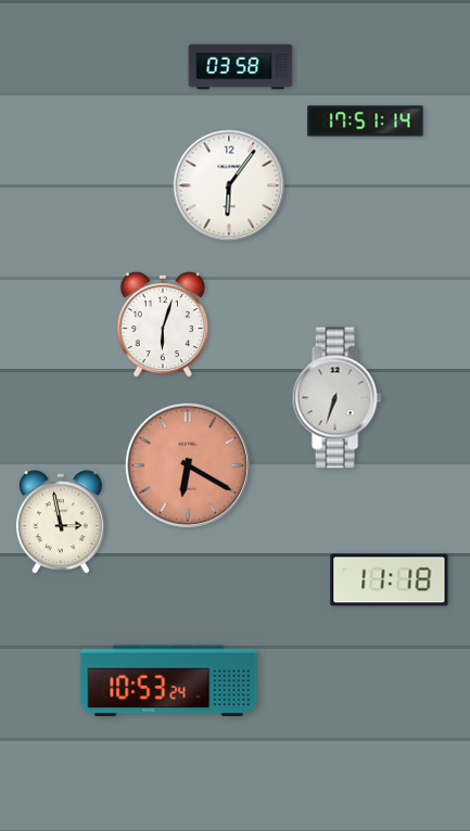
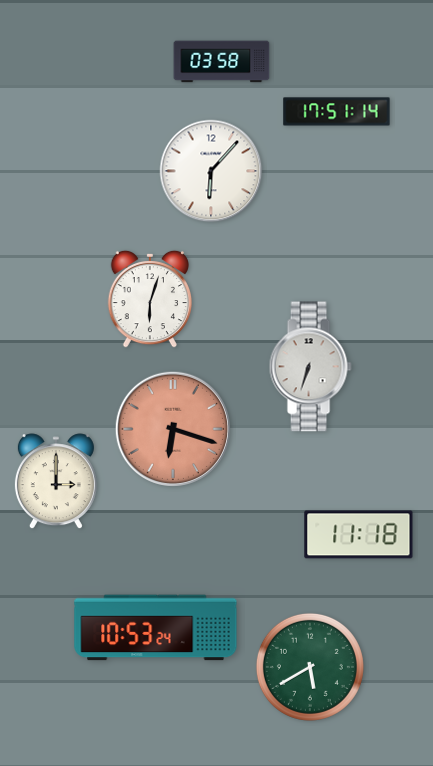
clock at (229, 186): 6:06 -> 6:07
clock at (188, 465): 6:20 -> 6:18
clock at (61, 523): 2:58 -> 3:00
clock at (310, 667): none -> 5:40
